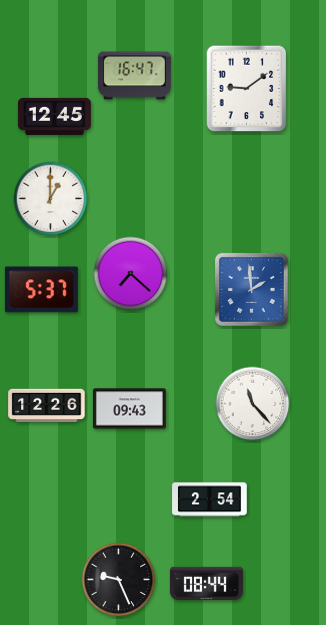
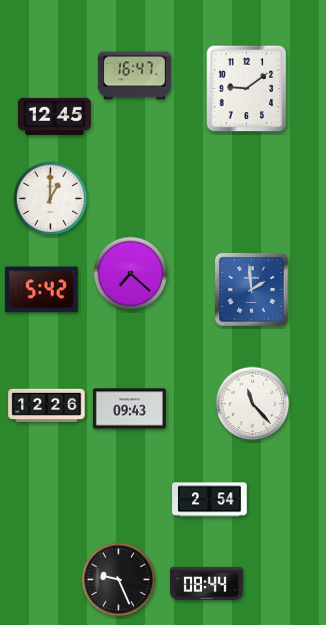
clock at (41, 290): 5:37 -> 5:42
